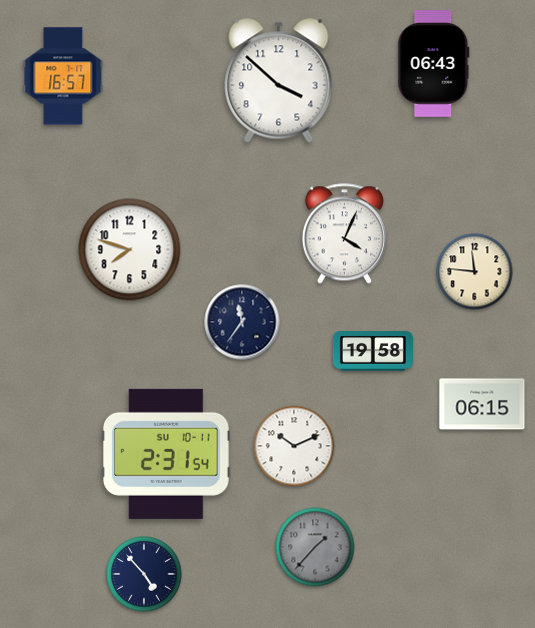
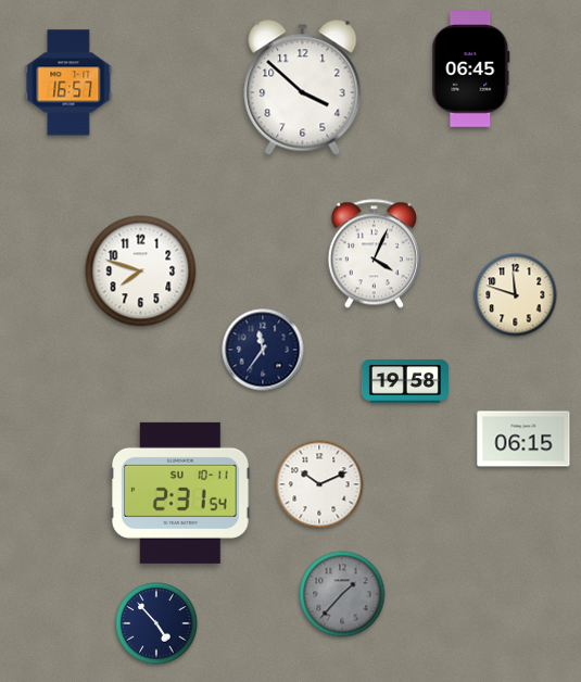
clock at (434, 64): 06:43 -> 06:45
clock at (475, 272): 11:46 -> 11:48
